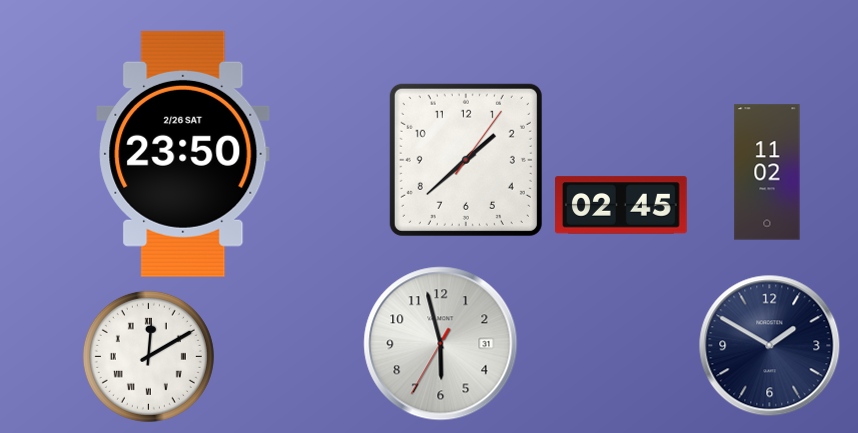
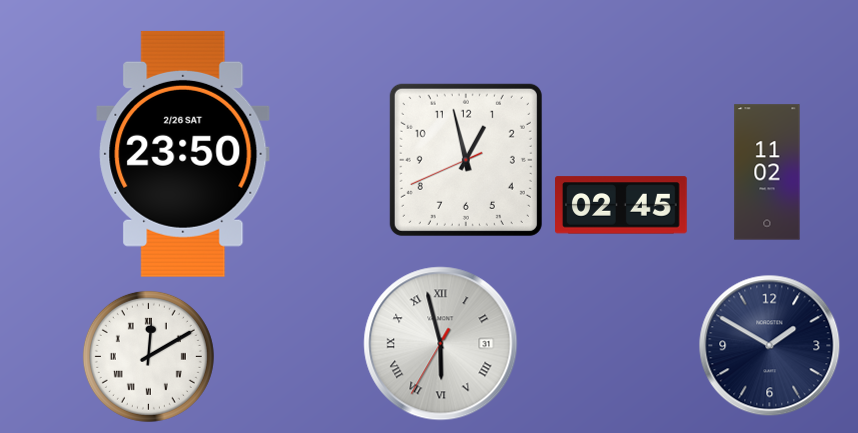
clock at (466, 160): 1:38 -> 12:57
clock at (441, 344) numerals: Arabic -> Roman
